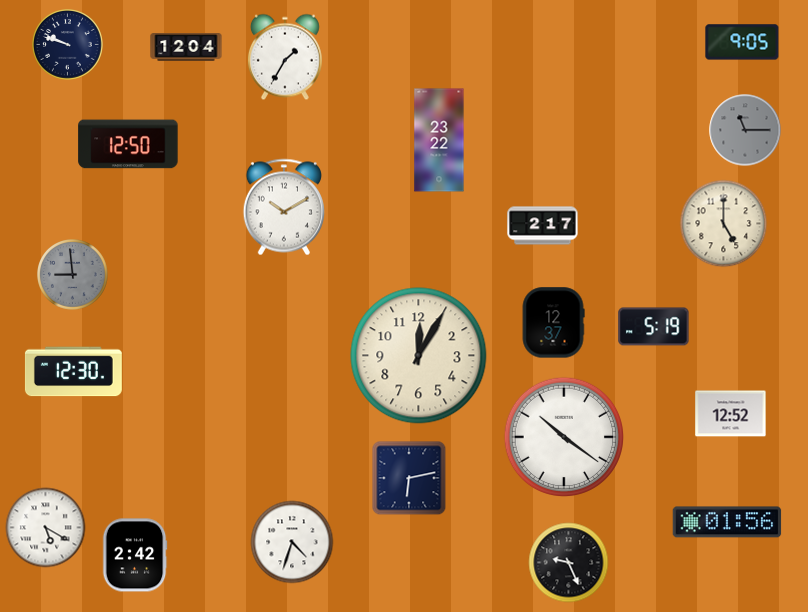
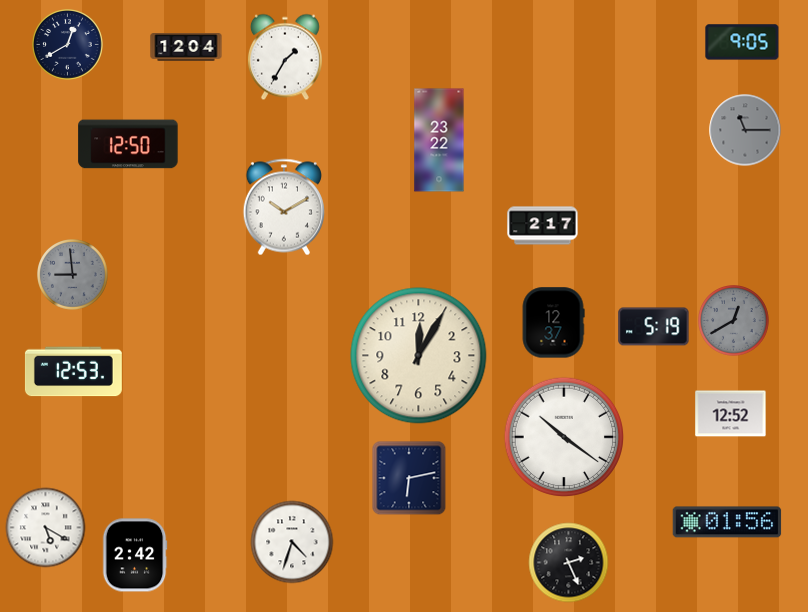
clock at (68, 45): 9:48 -> 12:40
clock at (724, 224): 5:00 -> none
clock at (734, 321): none -> 12:40
clock at (73, 372): 12:30 -> 12:53
clock at (569, 563): 9:26 -> 2:26
